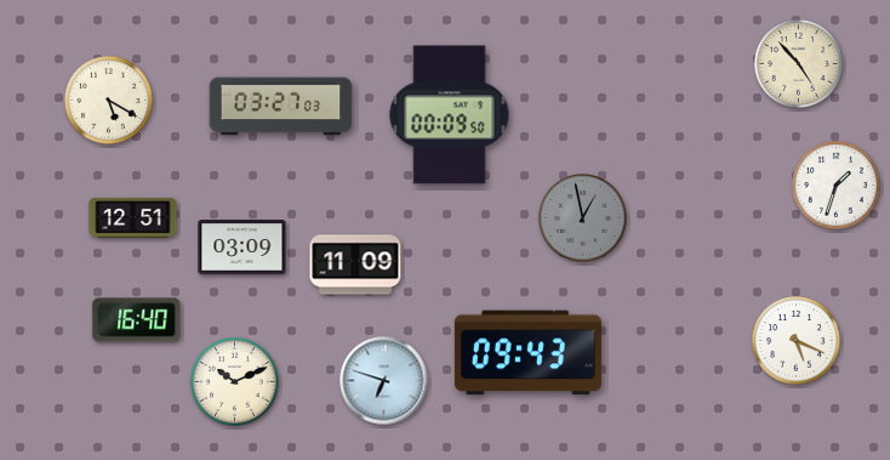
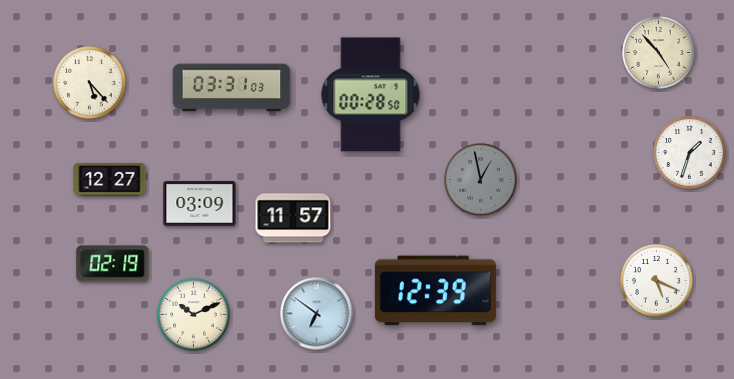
clock at (109, 101): 5:20 -> 5:23
clock at (281, 107): 03:27 -> 03:31
clock at (450, 115): 00:09 -> 00:28
clock at (133, 217): 12:51 -> 12:27
clock at (355, 265): 11:09 -> 11:57
clock at (137, 320): 16:40 -> 02:19
clock at (527, 353): 09:43 -> 12:39
clock at (384, 381): 6:48 -> 6:51
